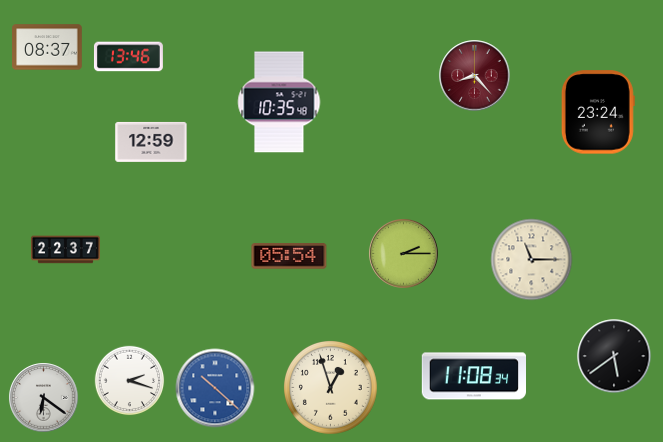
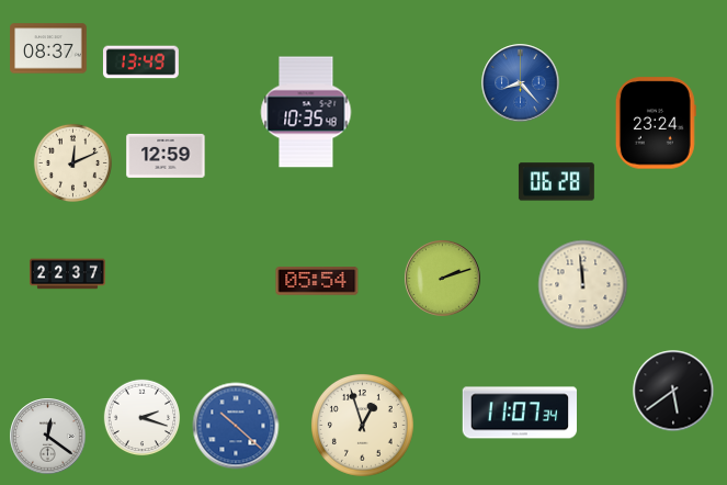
clock at (47, 47) position: (47, 47) -> (48, 48)
clock at (128, 57): 13:46 -> 13:49
clock at (475, 76) dial: burgundy -> blue
clock at (72, 162): none -> 12:11
clock at (556, 182): none -> 06:28
clock at (65, 250) position: (65, 250) -> (67, 274)
clock at (404, 254): 2:15 -> 2:12
clock at (532, 260): 11:15 -> 11:59
clock at (473, 376): 11:08 -> 11:07
clock at (44, 398): 6:21 -> 12:21
